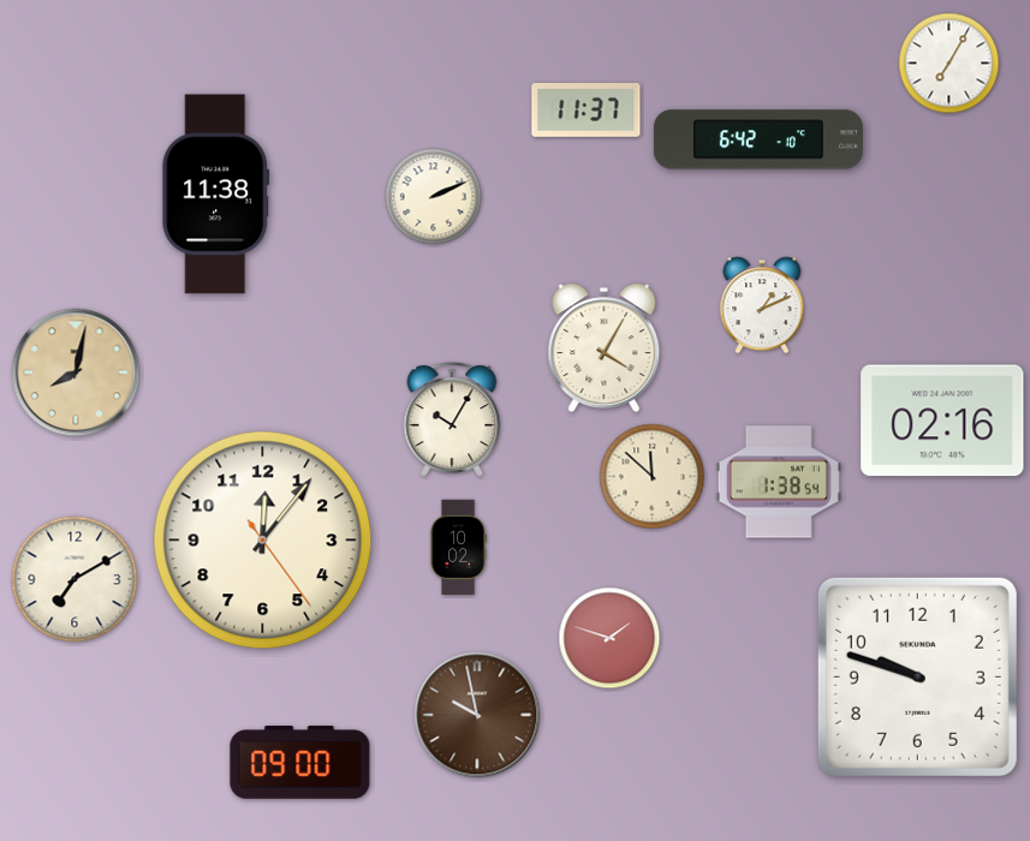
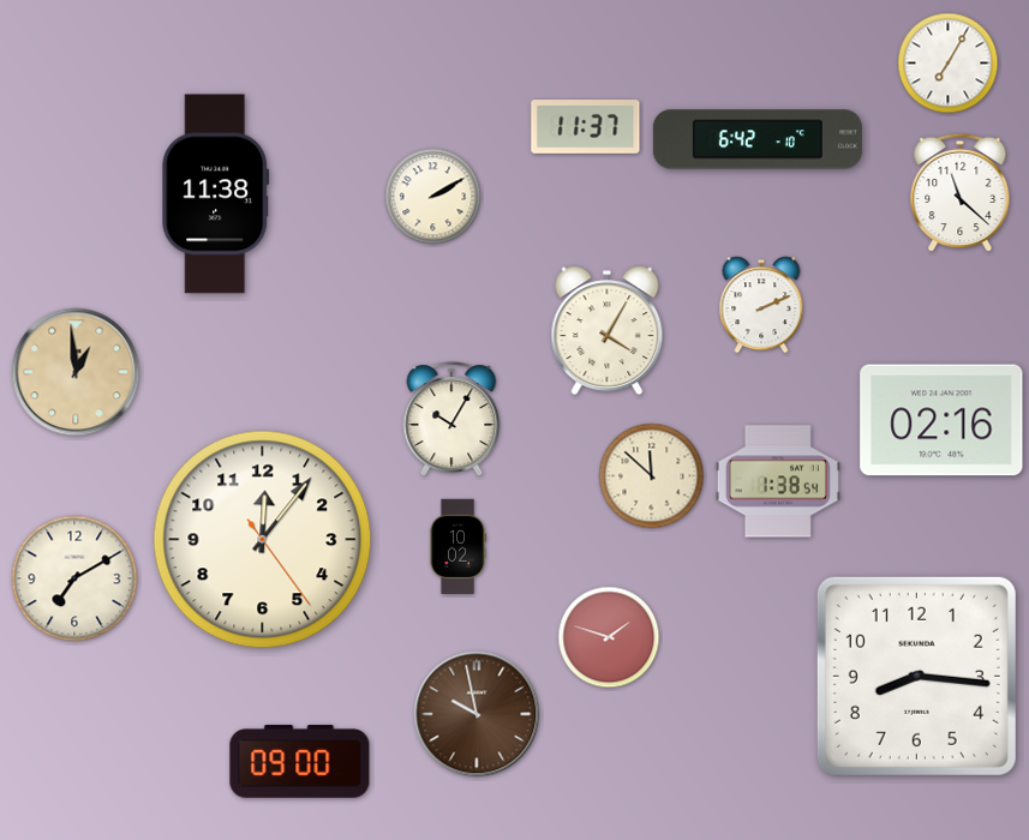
clock at (587, 111) position: (587, 111) -> (586, 127)
clock at (961, 193): none -> 11:22
clock at (434, 197): 2:11 -> 2:10
clock at (762, 305): 1:11 -> 2:11
clock at (605, 348) position: (605, 348) -> (608, 331)
clock at (76, 372): 8:02 -> 12:59
clock at (917, 676): 9:48 -> 8:16
